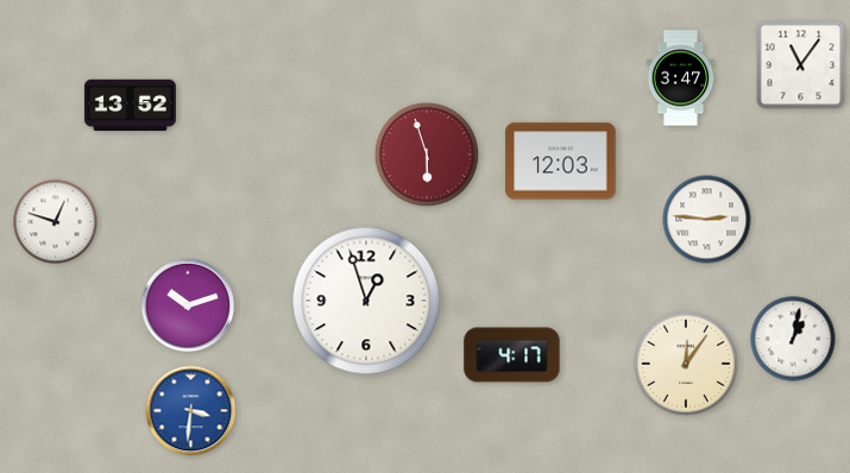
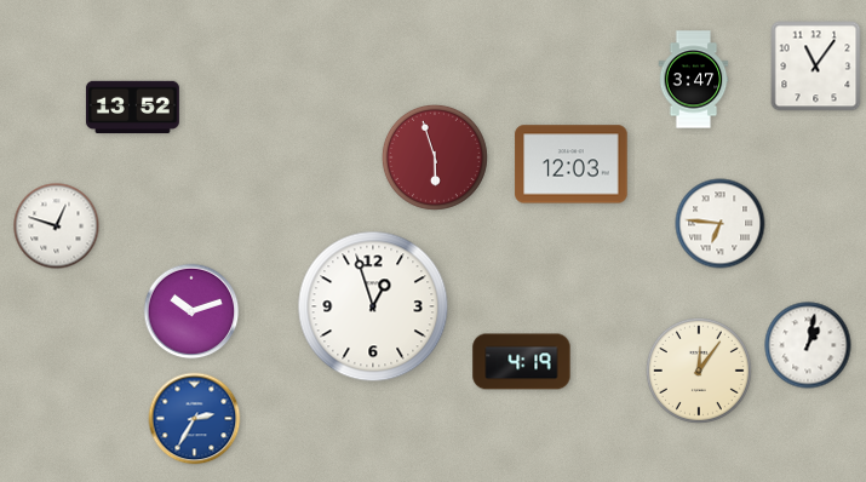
clock at (707, 220): 2:46 -> 6:46
clock at (512, 355): 4:17 -> 4:19
clock at (191, 411): 3:31 -> 2:35
